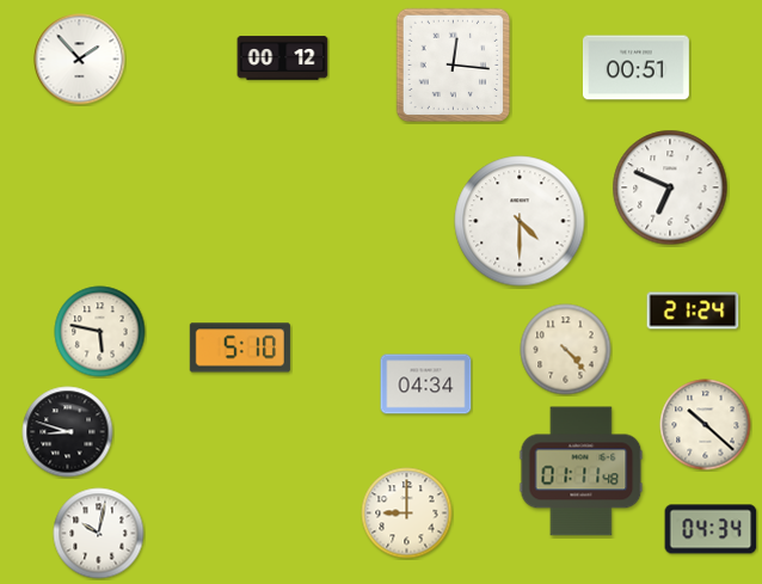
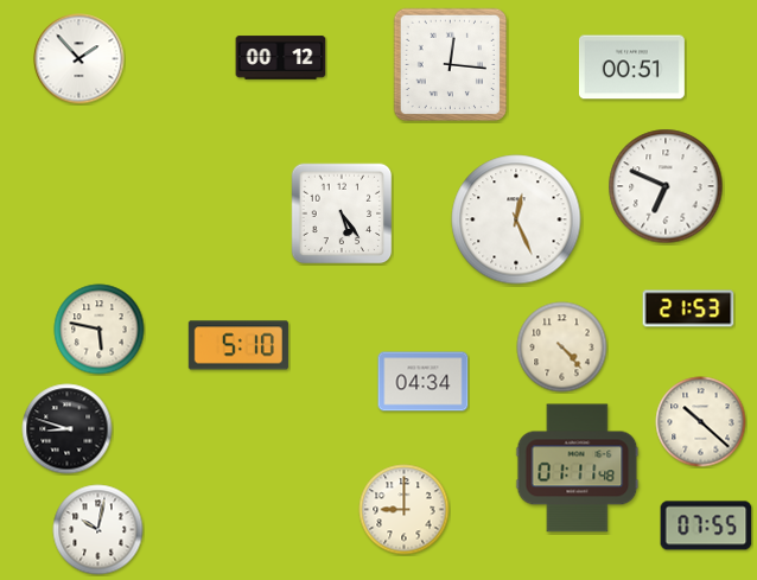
clock at (342, 213): none -> 5:24
clock at (520, 221): 4:30 -> 12:26
clock at (693, 311): 21:24 -> 21:53
clock at (711, 529): 04:34 -> 07:55
